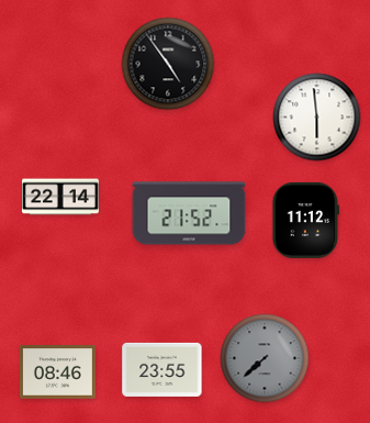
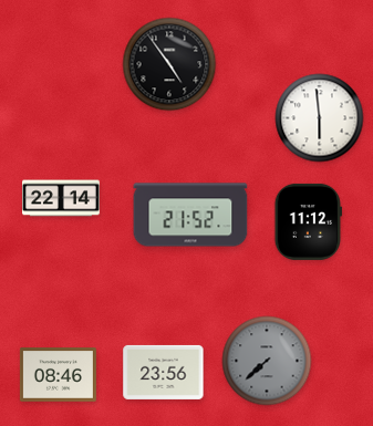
clock at (162, 369): 23:55 -> 23:56
